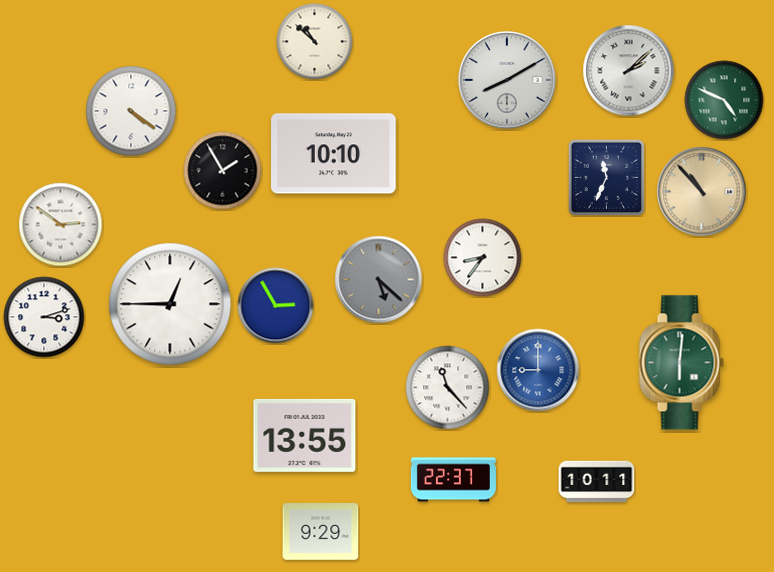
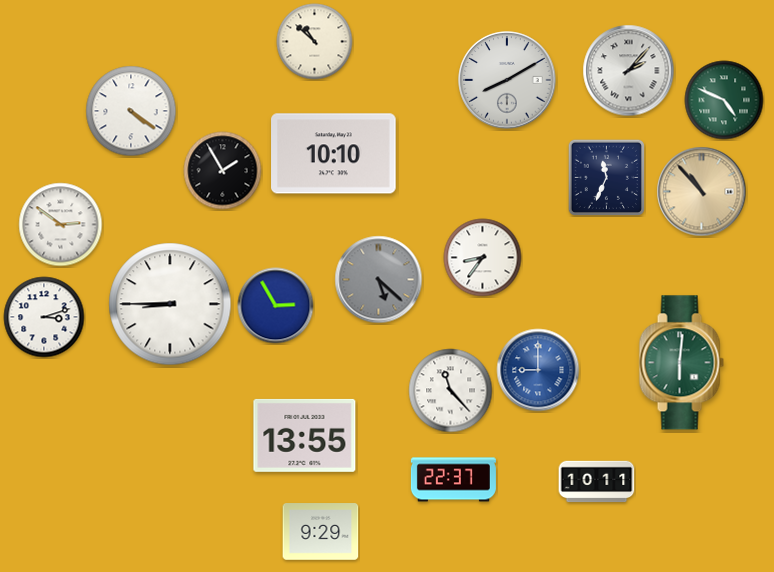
clock at (629, 71): 2:08 -> 2:07
clock at (170, 304): 12:45 -> 8:45
clock at (448, 388) position: (448, 388) -> (451, 391)
